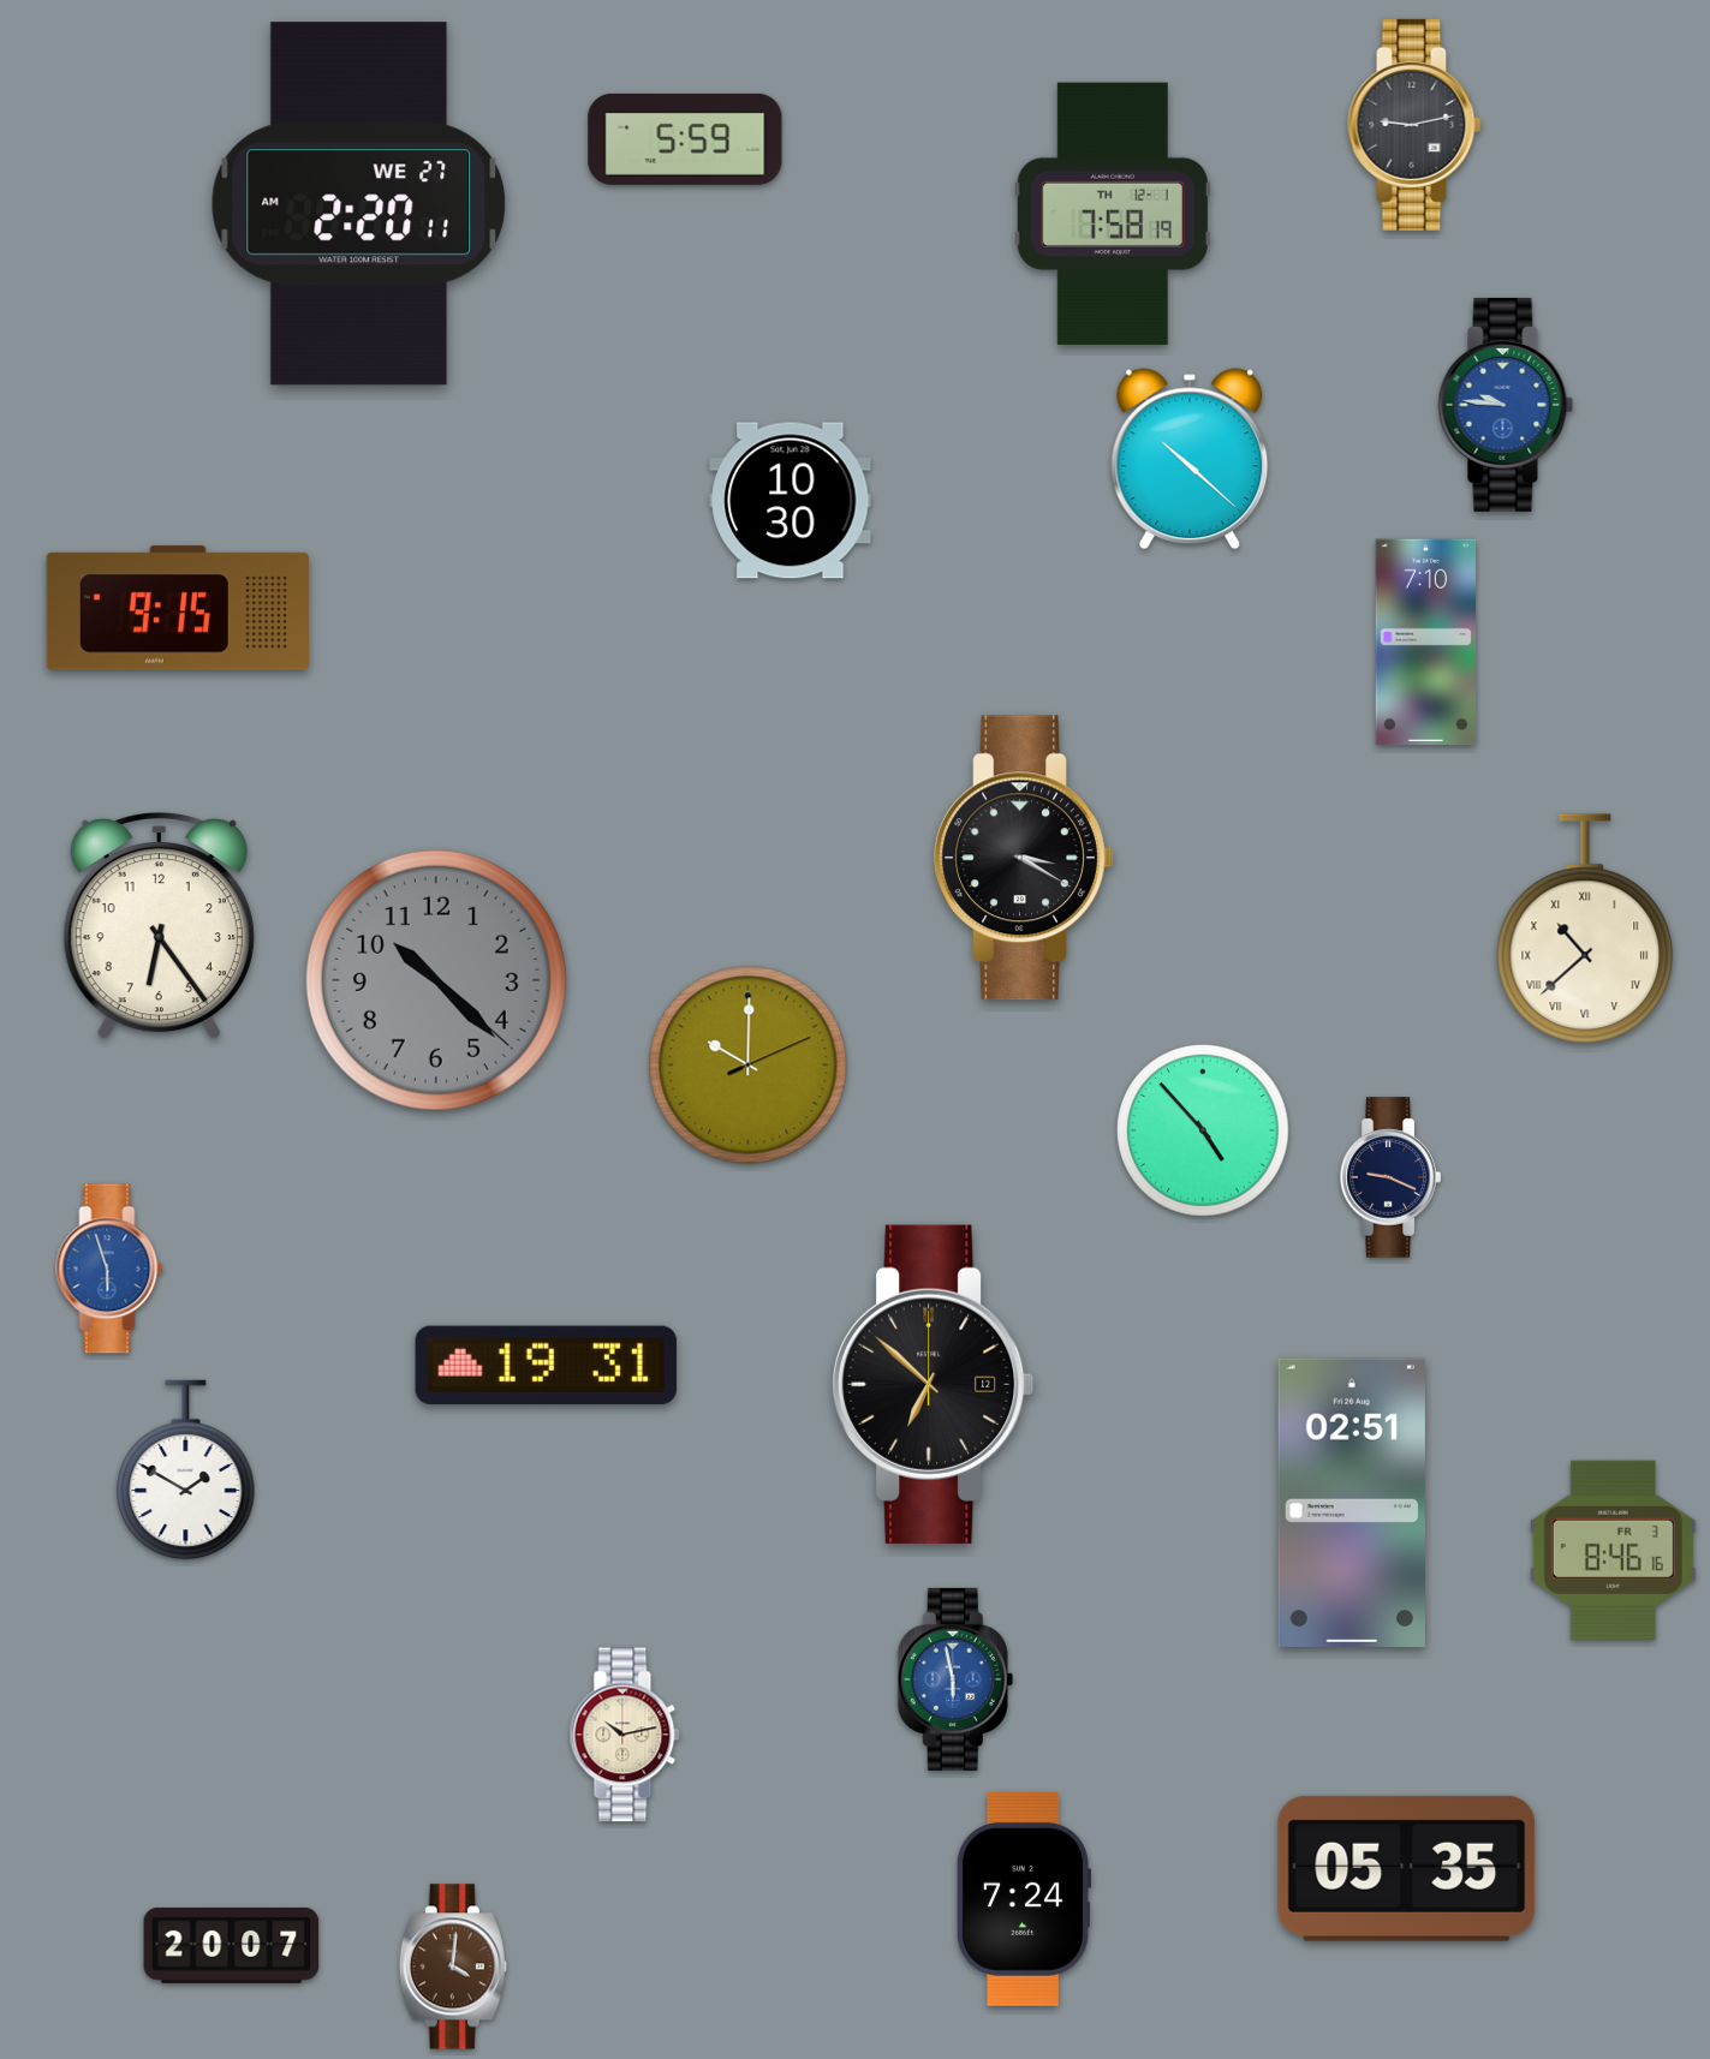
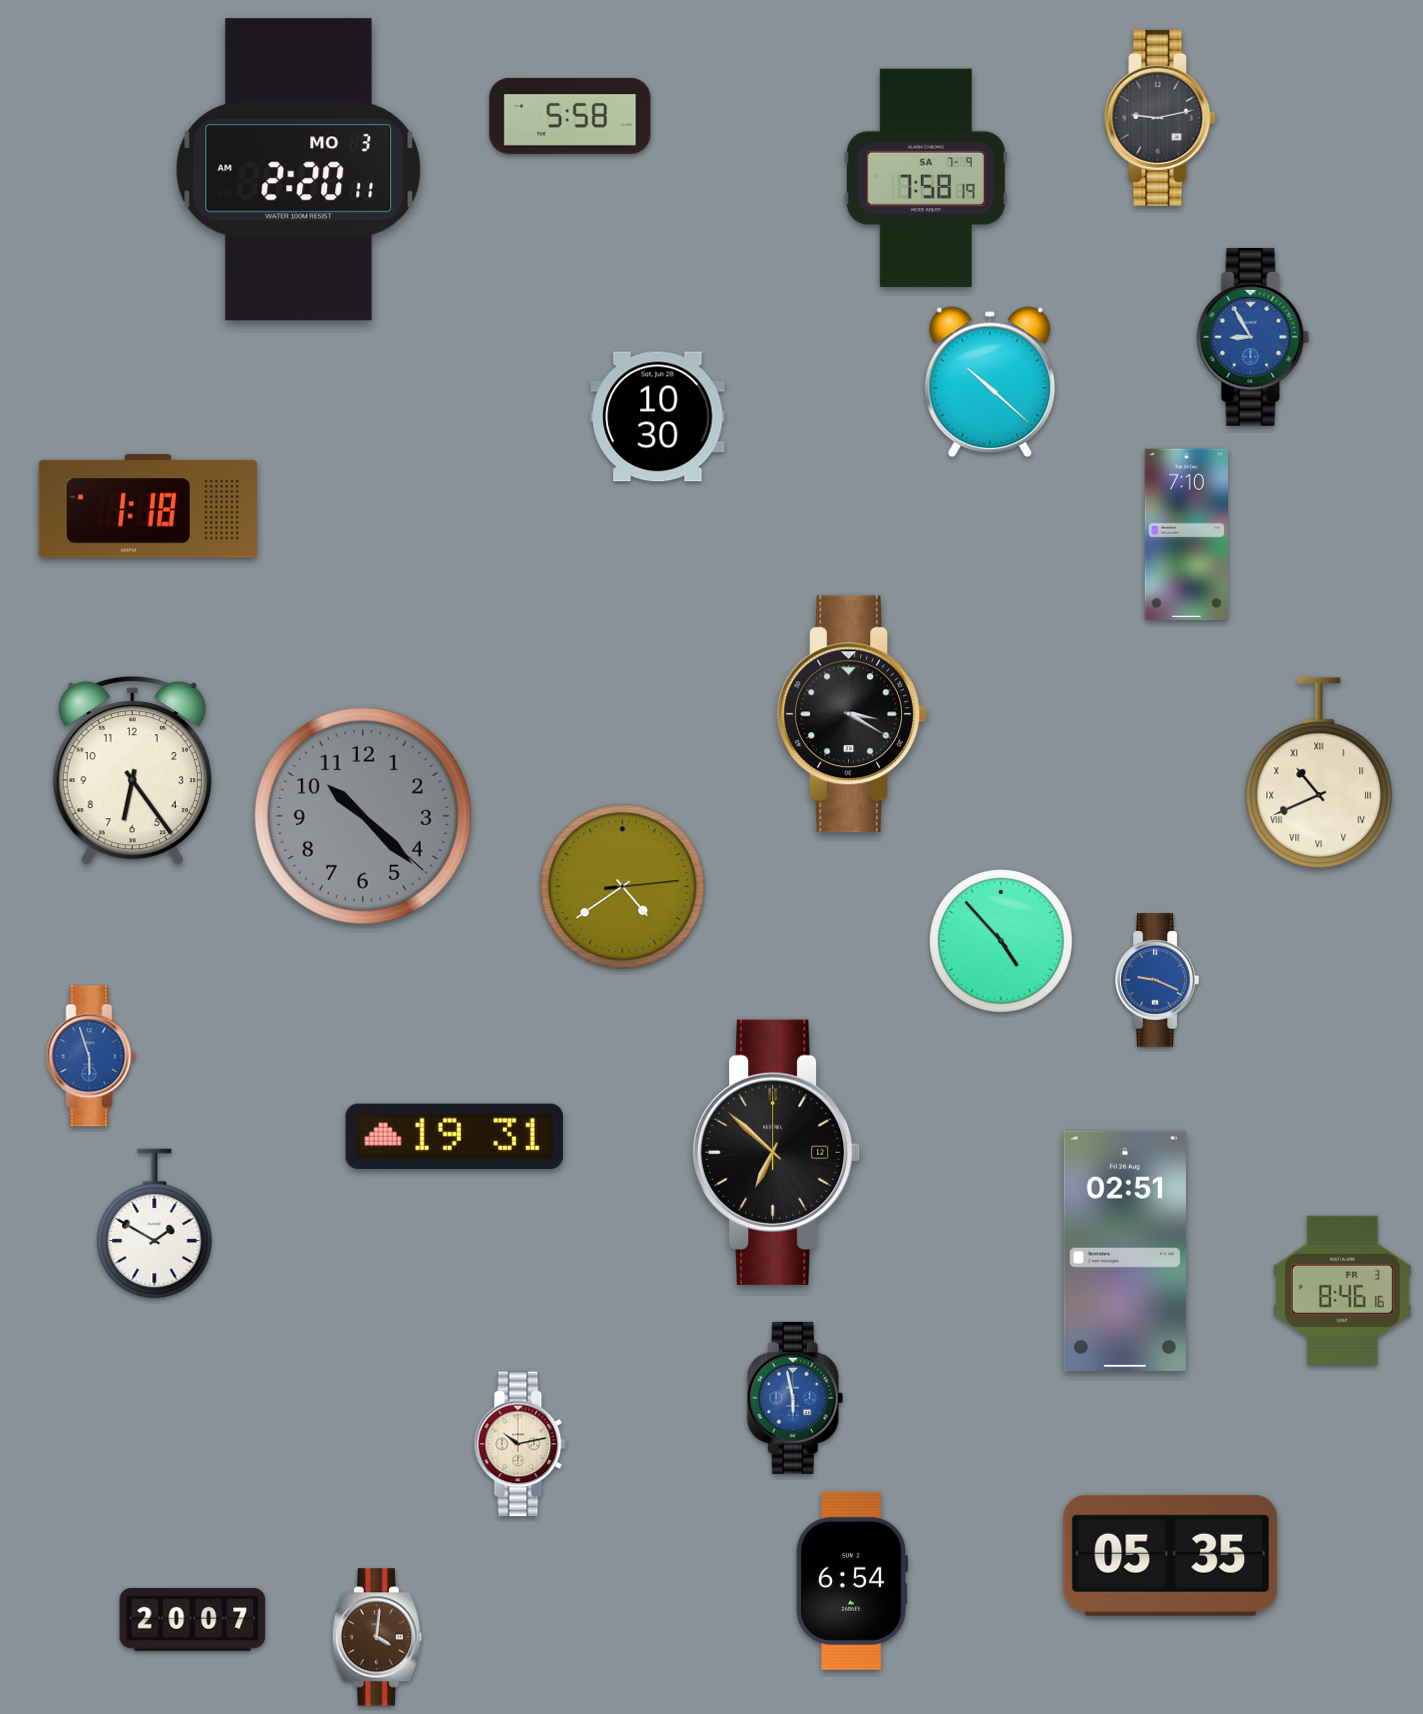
clock at (1414, 125) position: (1414, 125) -> (1160, 118)
clock at (685, 139): 5:59 -> 5:58
clock at (359, 204) date: WE 27 -> MO 3
clock at (1113, 214) date: TH 12-1 -> SA 7-9
clock at (1506, 405): 9:46 -> 8:55
clock at (177, 608): 9:15 -> 1:18
clock at (1585, 930): 10:38 -> 10:41
clock at (749, 1066): 10:00 -> 4:39
clock at (1390, 1177) dial: navy -> blue
clock at (1024, 1899): 7:24 -> 6:54
